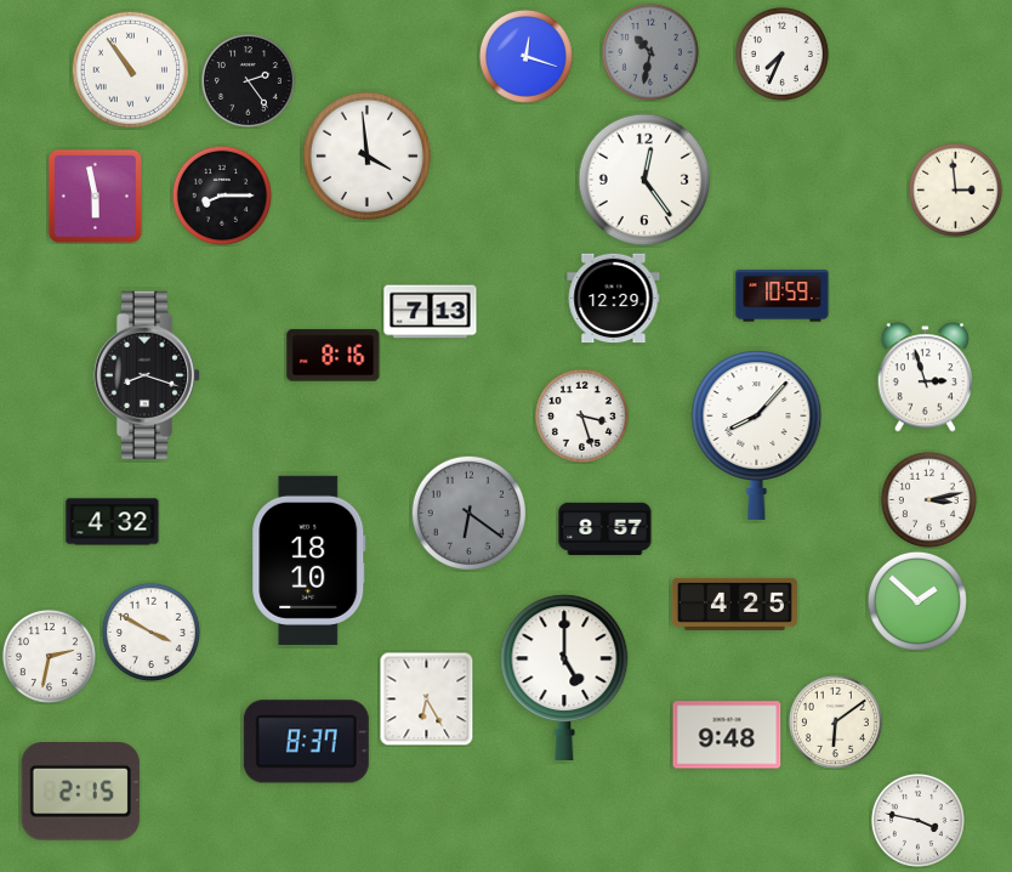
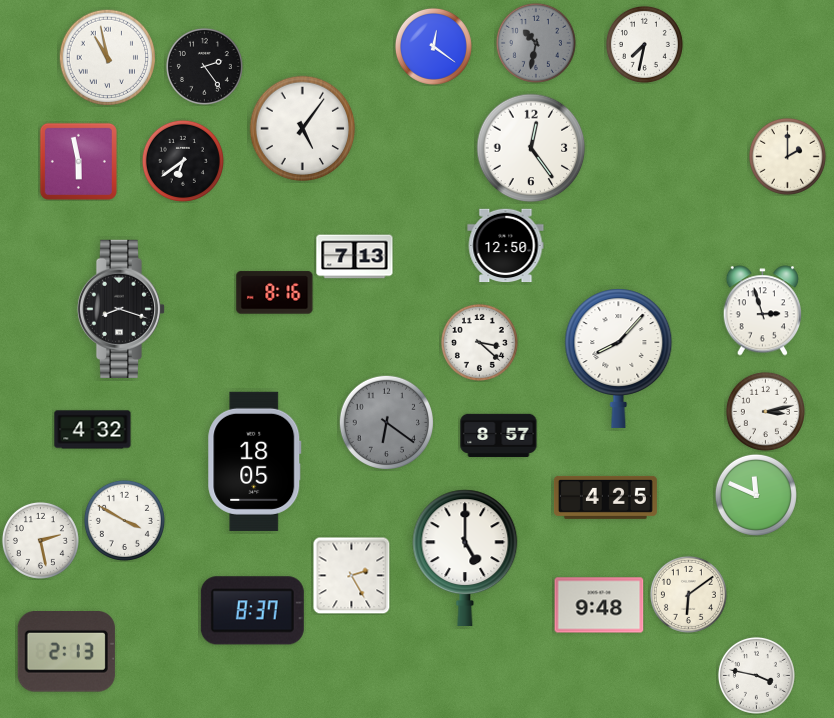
clock at (781, 53): 7:34 -> 7:32
clock at (525, 56): 12:18 -> 12:21
clock at (130, 69): 10:54 -> 10:58
clock at (368, 157): 3:59 -> 5:06
clock at (955, 189): 2:59 -> 2:00
clock at (222, 196): 8:15 -> 6:39
clock at (783, 296): 10:59 -> none
clock at (614, 299): 12:29 -> 12:50
clock at (581, 415): 3:27 -> 3:22
clock at (757, 435) position: (757, 435) -> (619, 358)
clock at (309, 560): 18:10 -> 18:05
clock at (917, 601): 1:52 -> 11:49
clock at (49, 656): 2:32 -> 2:28
clock at (426, 698): 6:25 -> 2:25
clock at (80, 792): 2:15 -> 2:13
